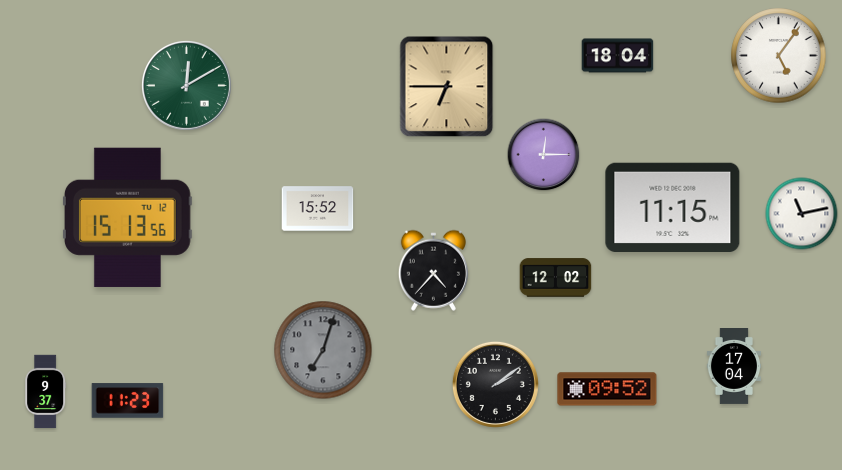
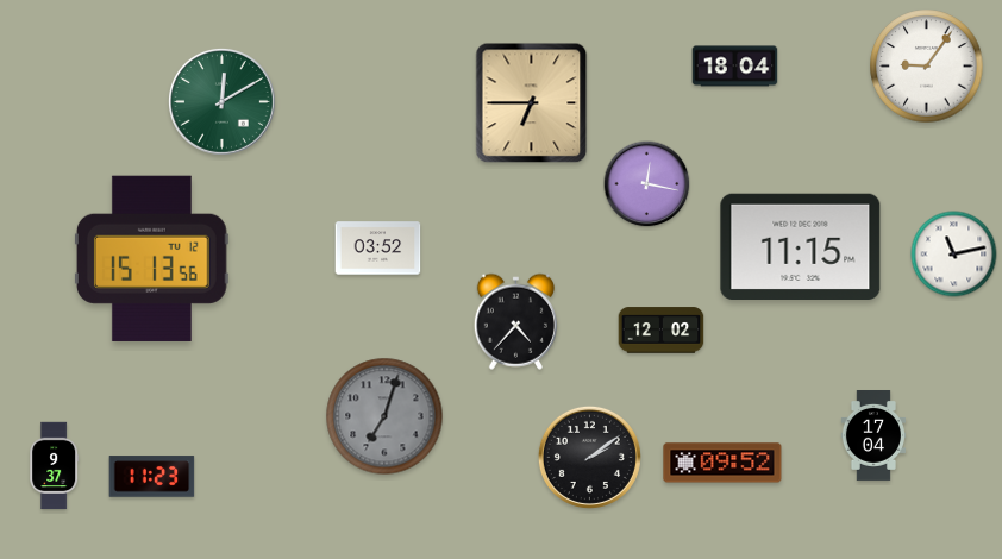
clock at (779, 56): 5:06 -> 9:06
clock at (544, 155): 12:15 -> 12:17
clock at (318, 209): 15:52 -> 03:52
